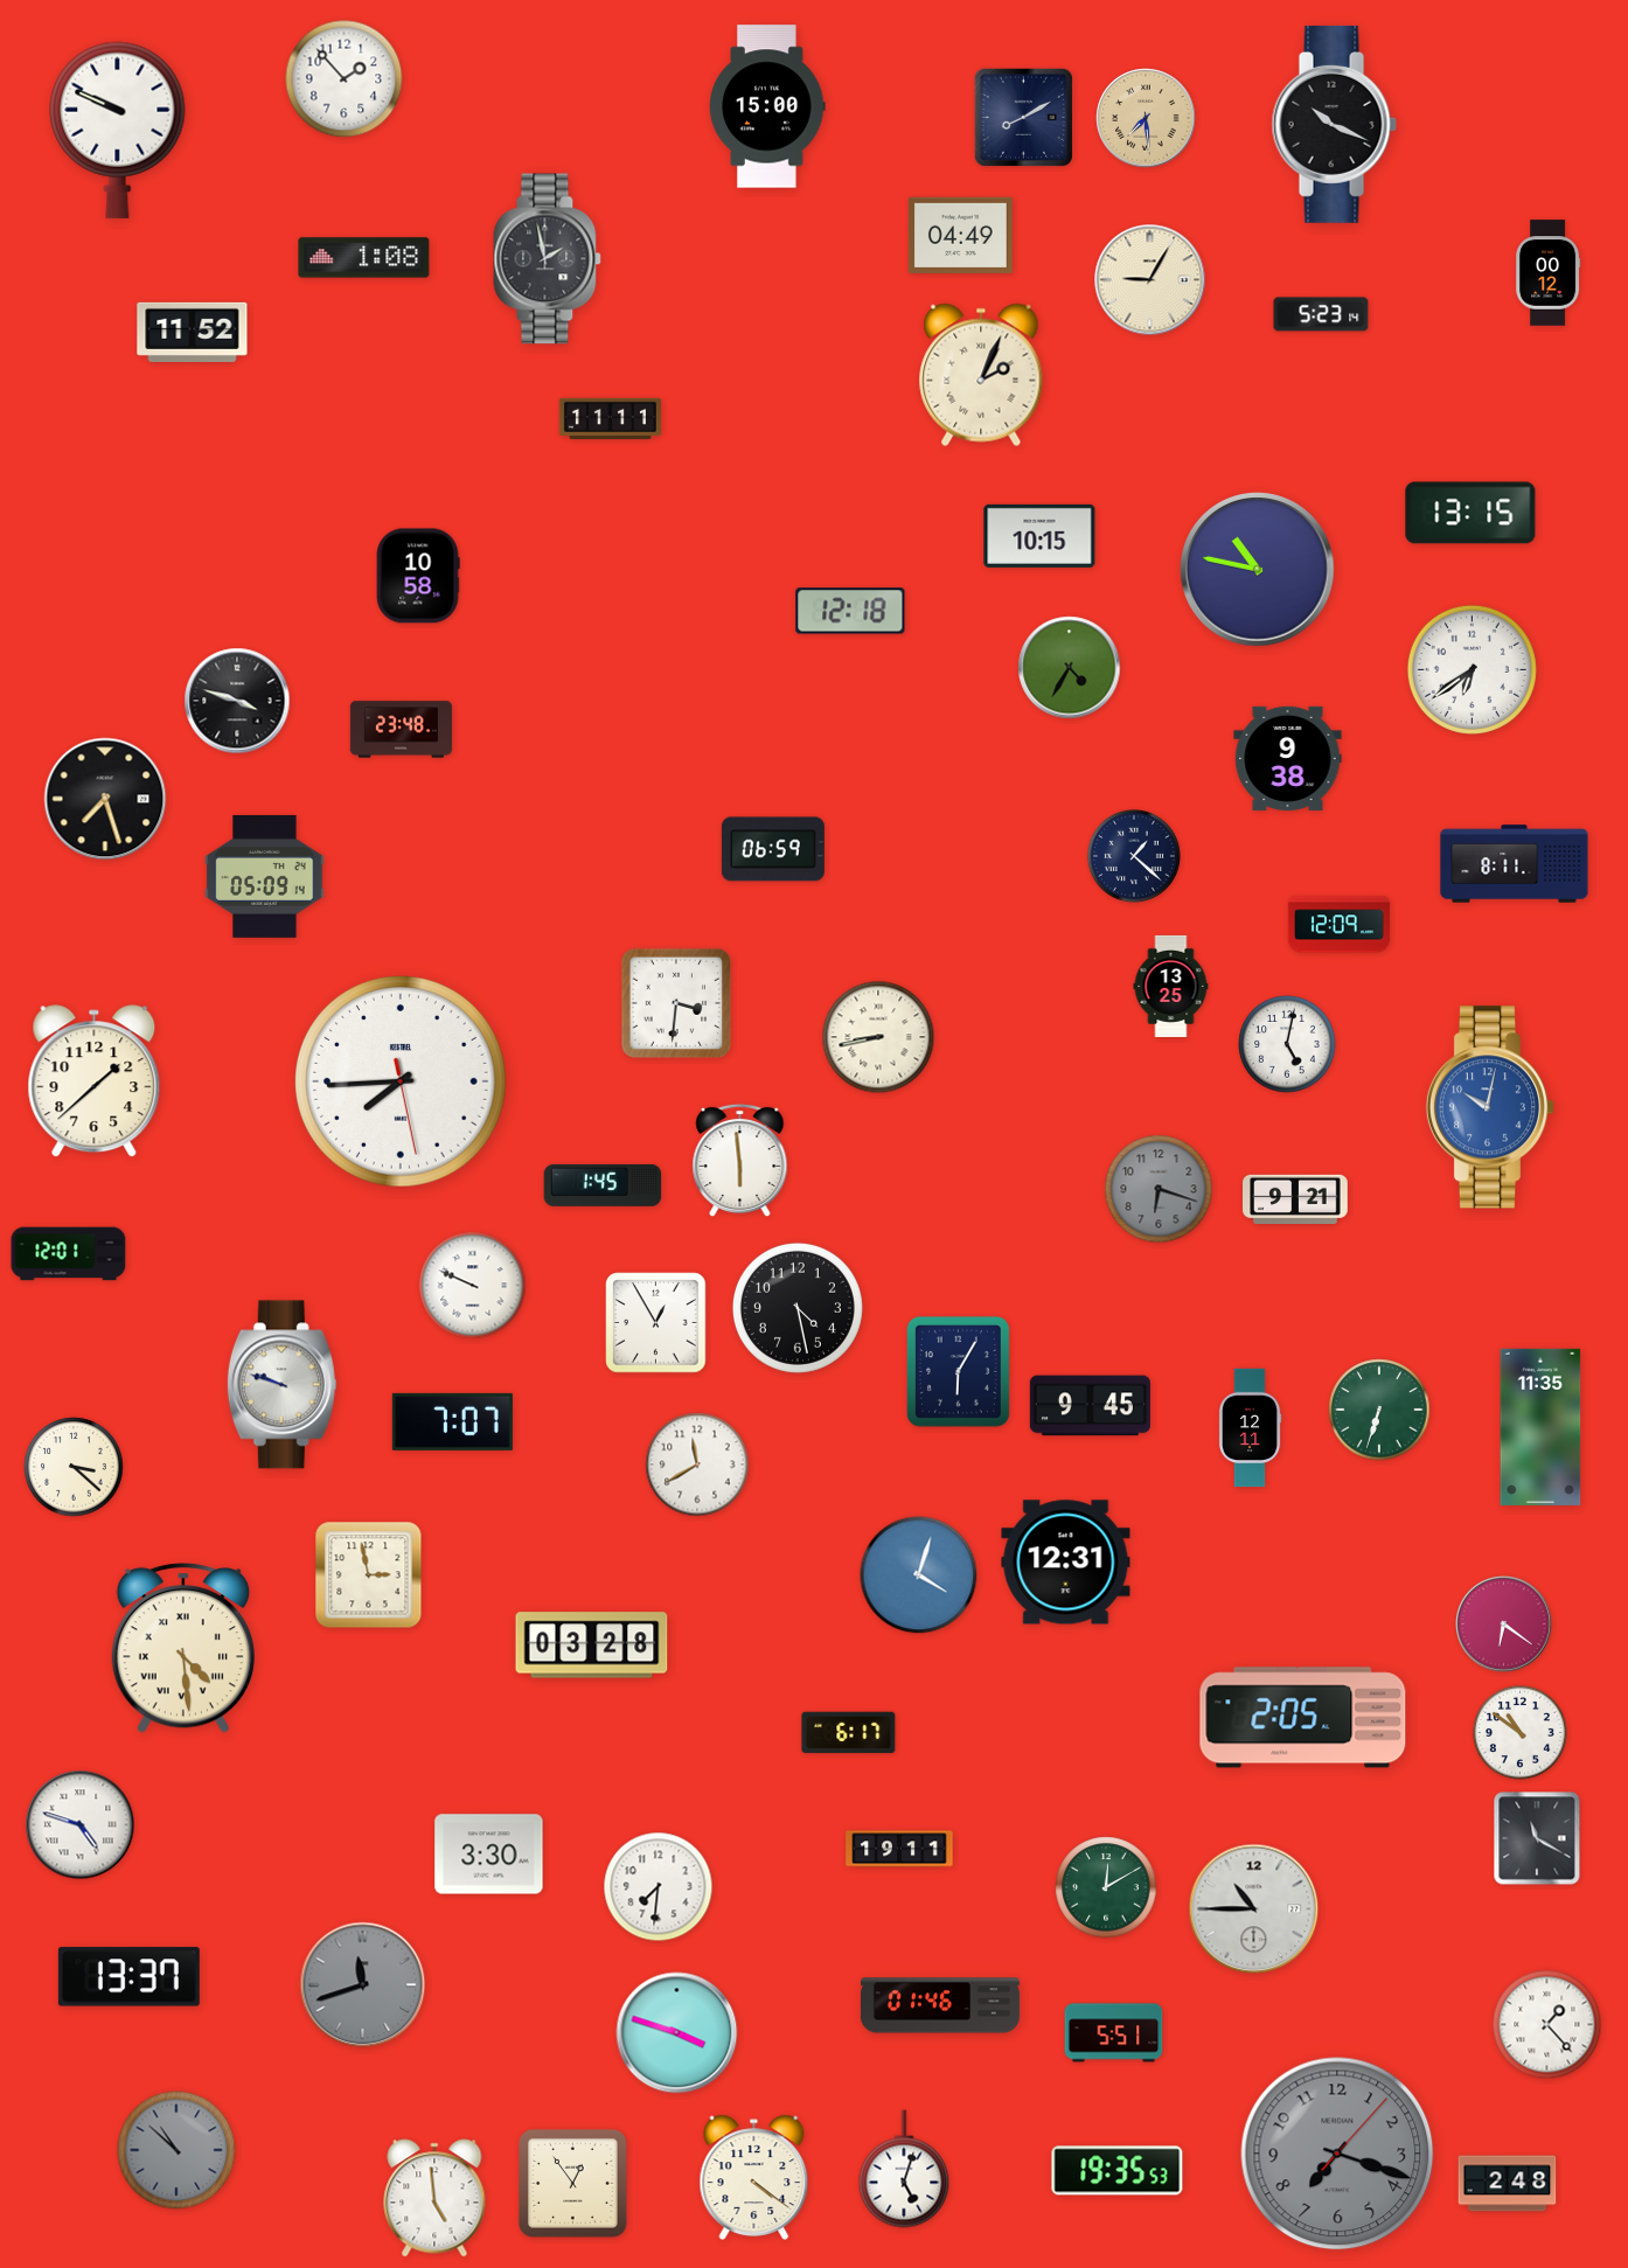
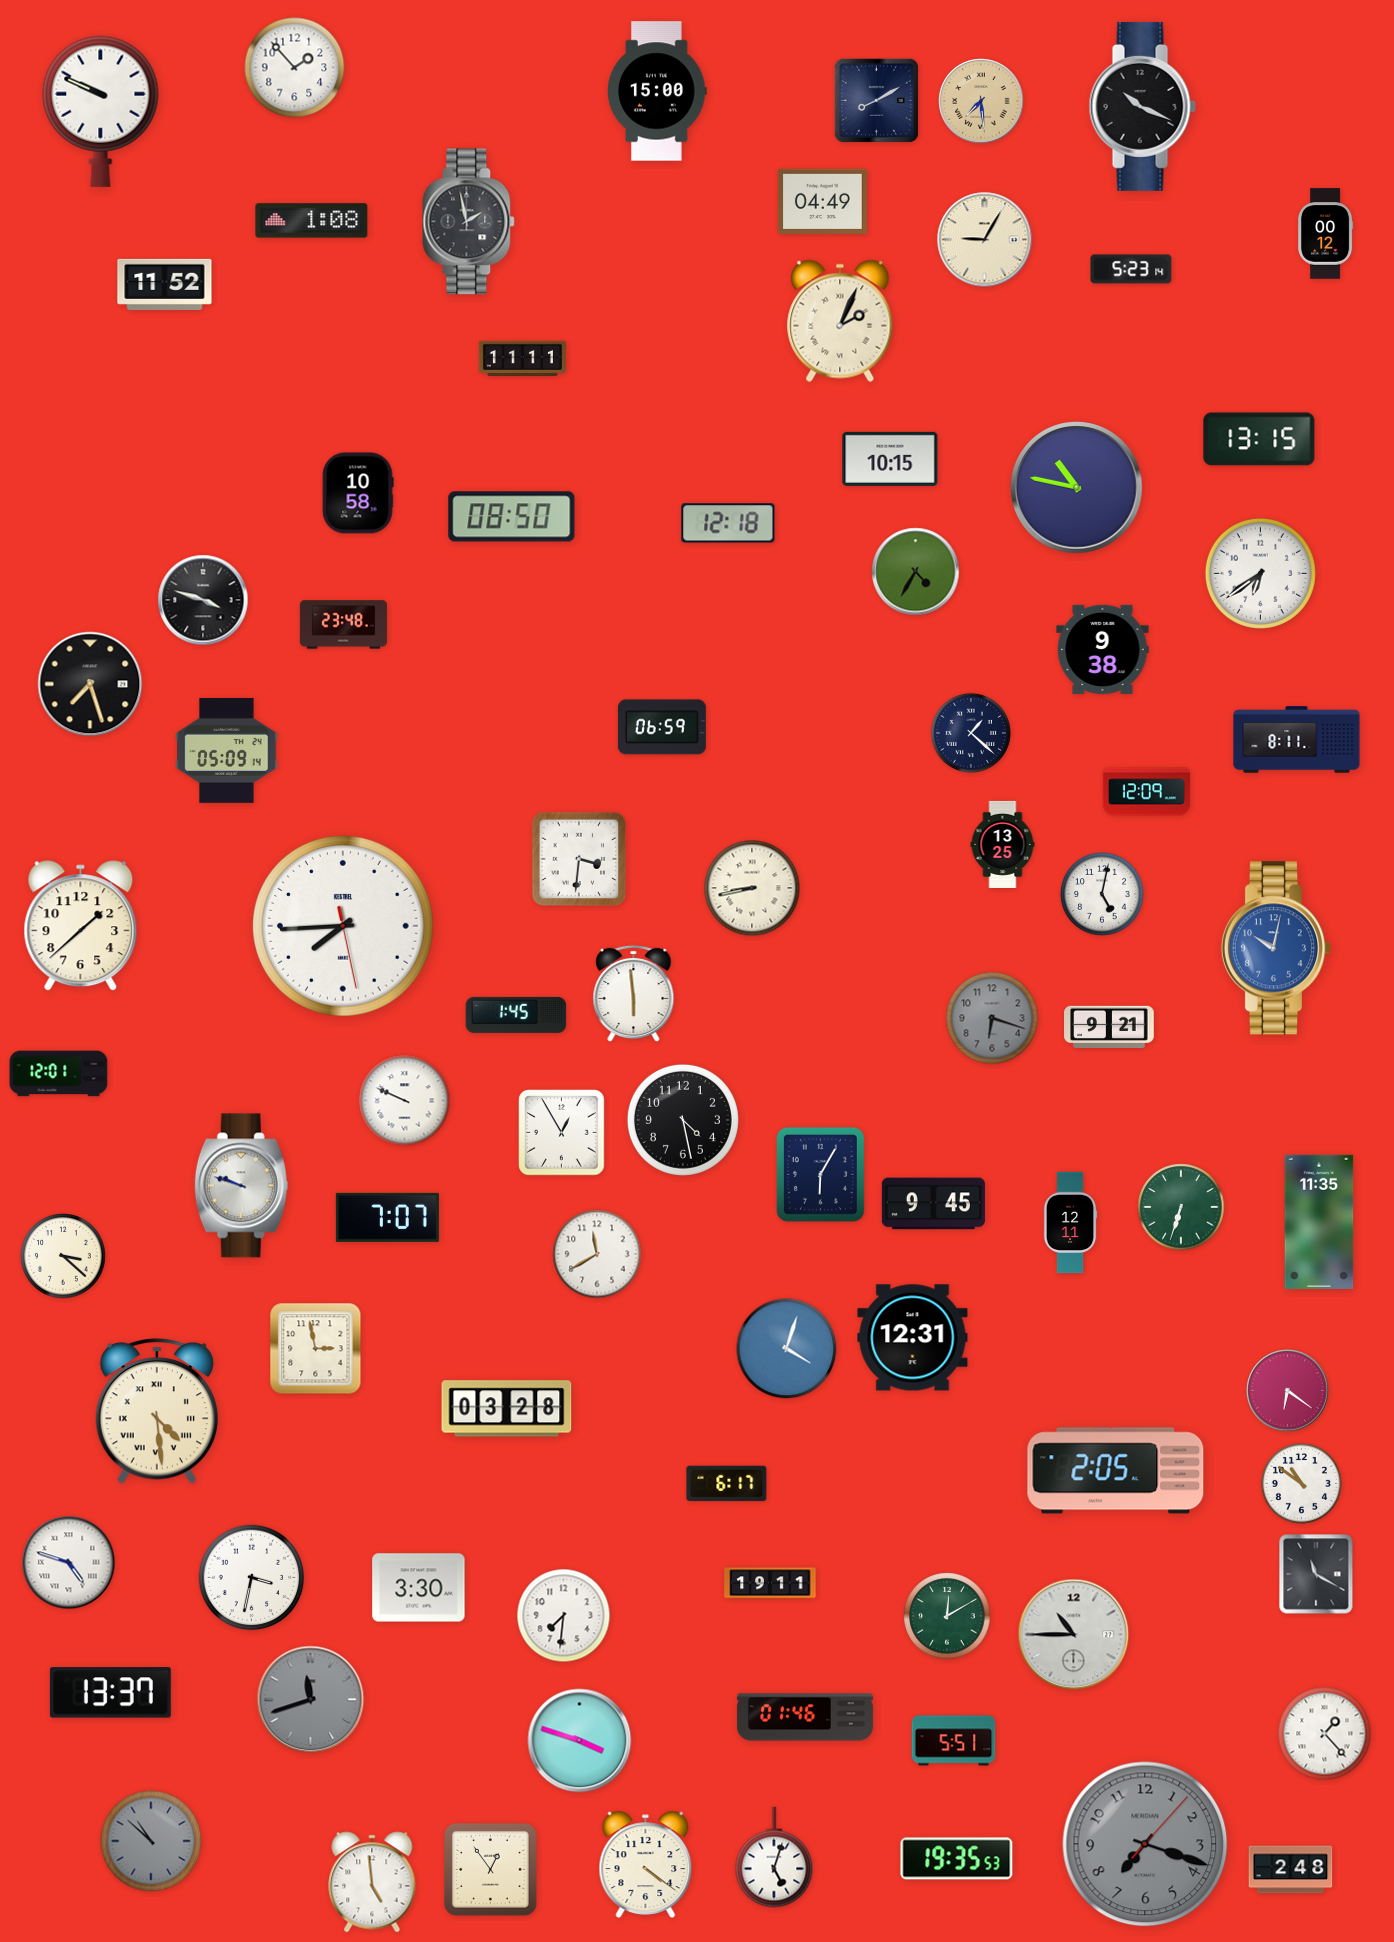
clock at (512, 517): none -> 08:50
clock at (252, 1578): none -> 3:32
